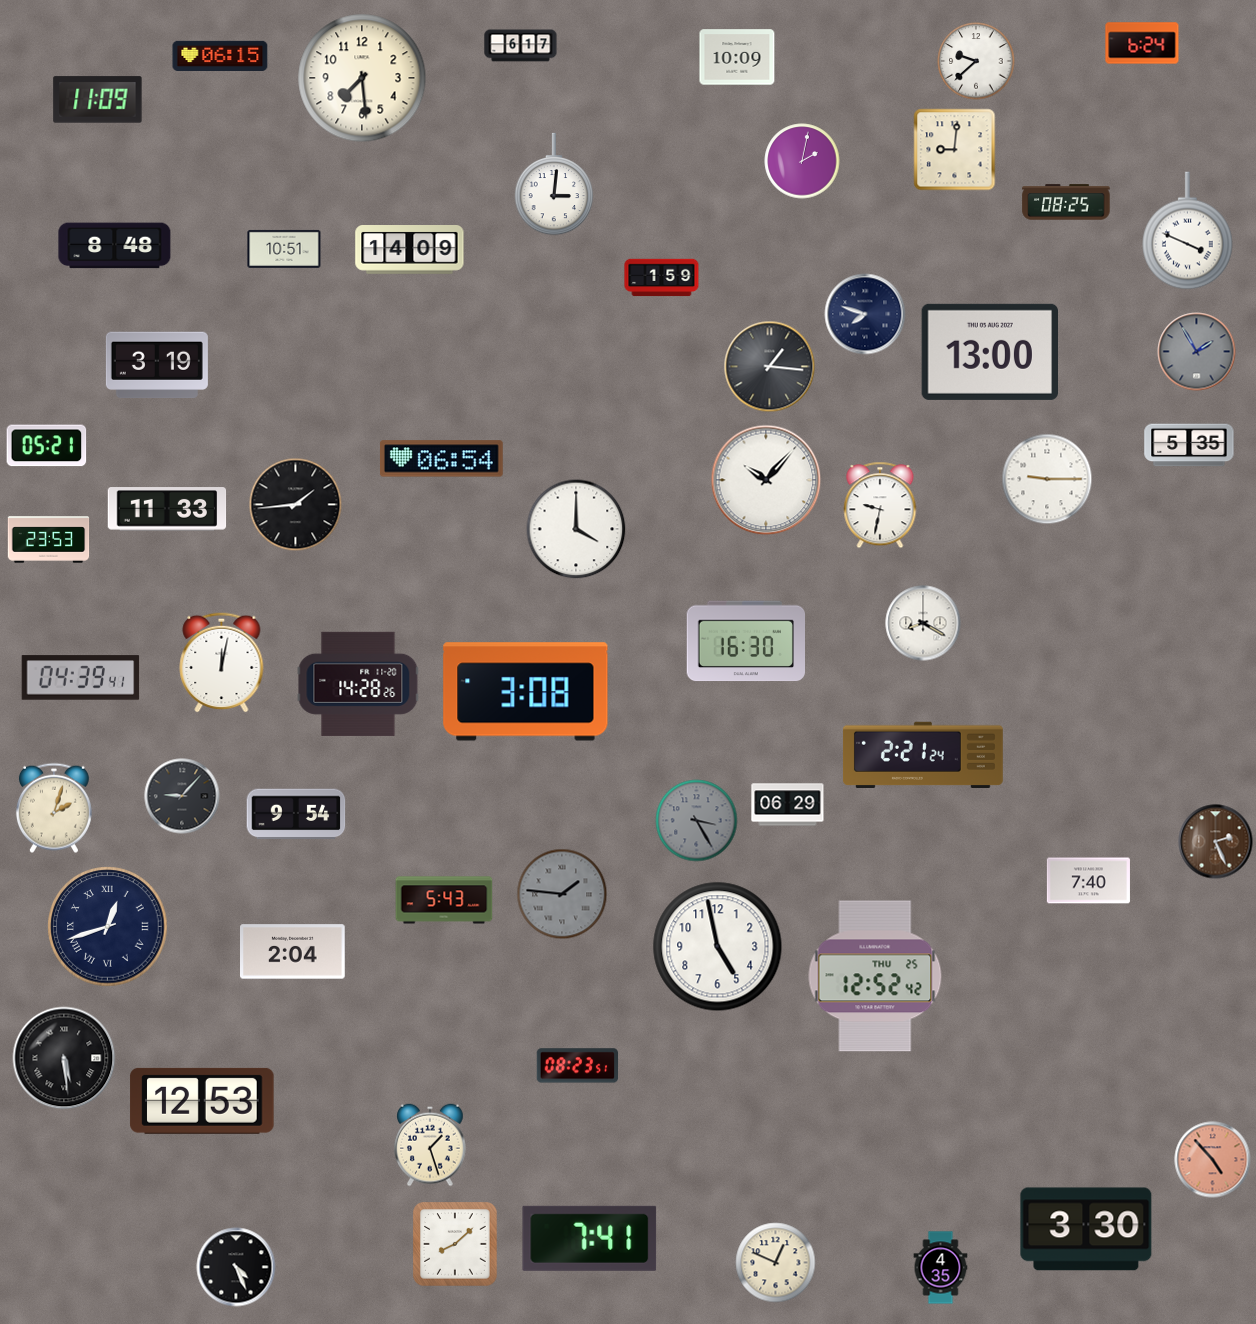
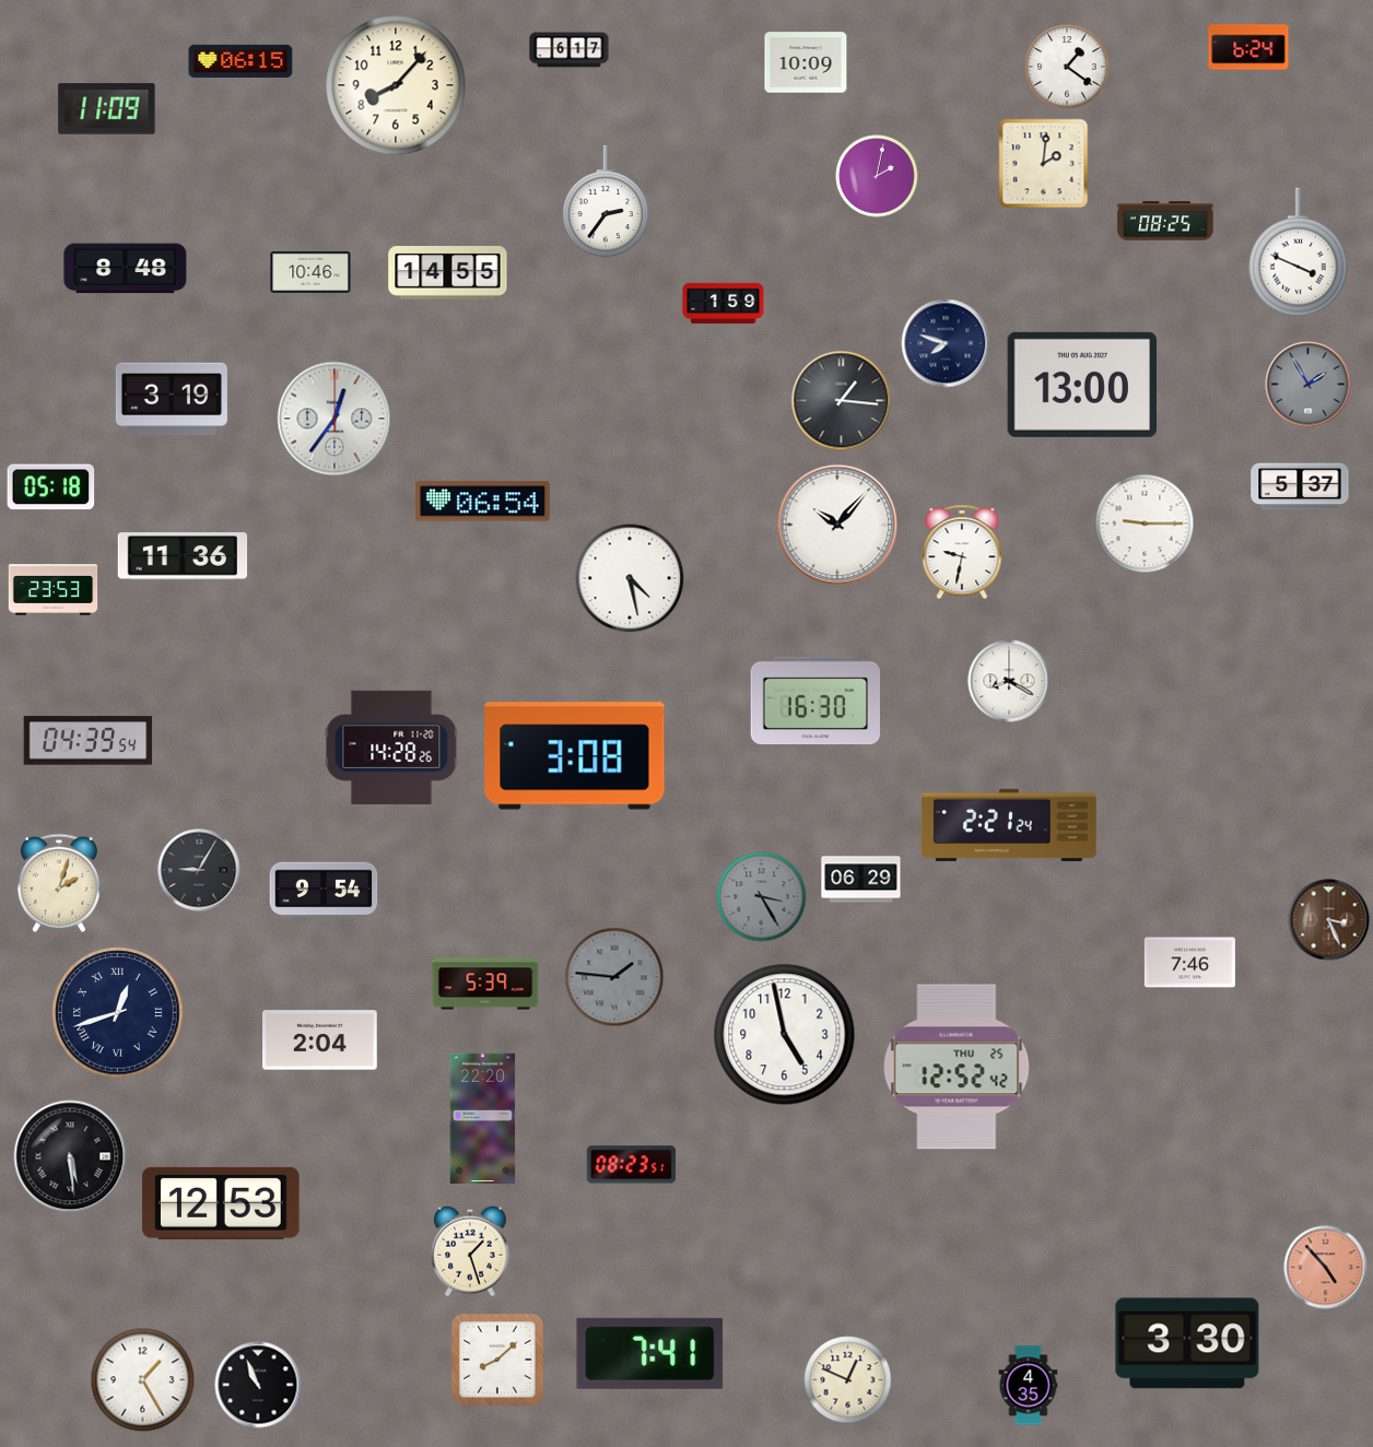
clock at (976, 61): 9:38 -> 1:21
clock at (362, 78): 7:29 -> 8:07
clock at (955, 150): 9:01 -> 2:01
clock at (554, 184): 3:01 -> 2:36
clock at (284, 249): 10:51 -> 10:46
clock at (410, 250): 14:09 -> 14:55
clock at (335, 419): none -> 12:36
clock at (1189, 445): 5:35 -> 5:37
clock at (47, 446): 05:21 -> 05:18
clock at (296, 505): 1:44 -> none
clock at (167, 509): 11:33 -> 11:36
clock at (576, 529): 4:00 -> 4:28
clock at (222, 662): 12:02 -> none
clock at (81, 678): 04:39:41 -> 04:39:54
clock at (182, 796): 9:07 -> 9:05
clock at (1216, 842): 2:26 -> 3:26
clock at (1088, 881): 7:40 -> 7:46
clock at (444, 900): 5:43 -> 5:39
clock at (483, 1118): none -> 22:20
clock at (590, 1238) position: (590, 1238) -> (650, 1353)
clock at (143, 1380): none -> 1:25
clock at (236, 1267): 4:26 -> 10:56
